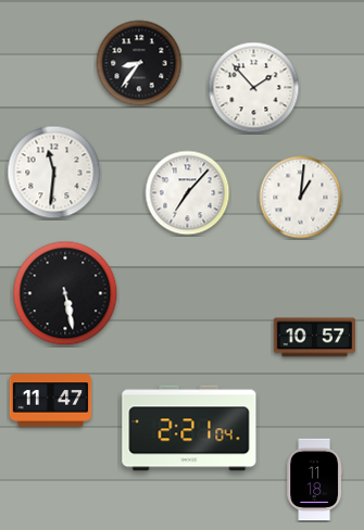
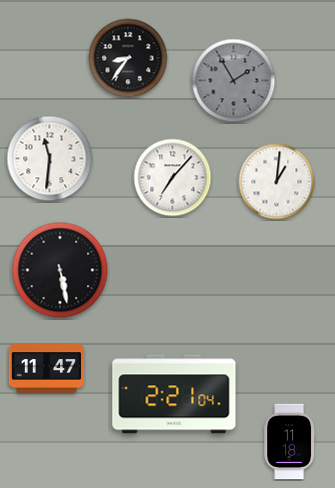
clock at (254, 88): 1:53 -> 1:55
clock at (254, 88) dial: white -> grey
clock at (315, 338): 10:57 -> none
